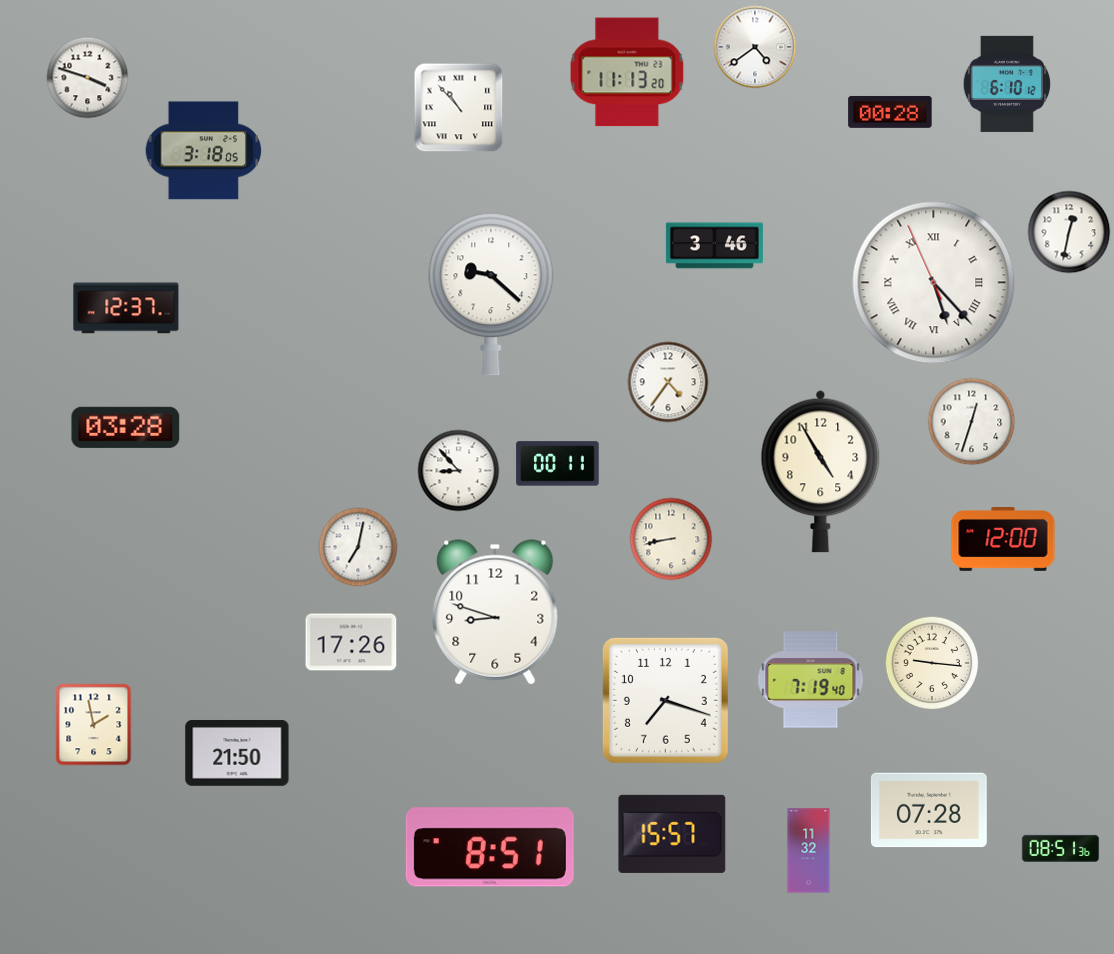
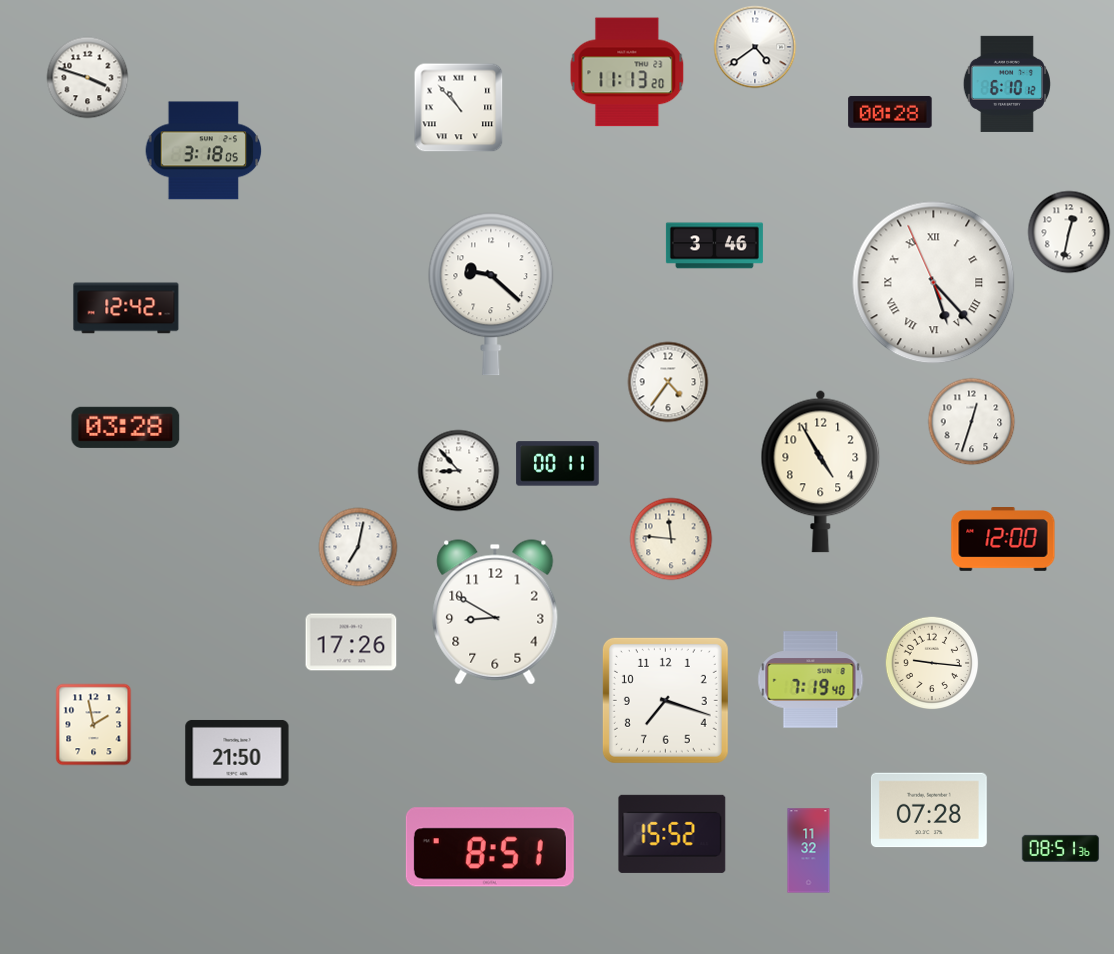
clock at (126, 308): 12:37 -> 12:42
clock at (671, 539): 8:43 -> 11:46
clock at (495, 612): 8:48 -> 8:50
clock at (672, 834): 15:57 -> 15:52
